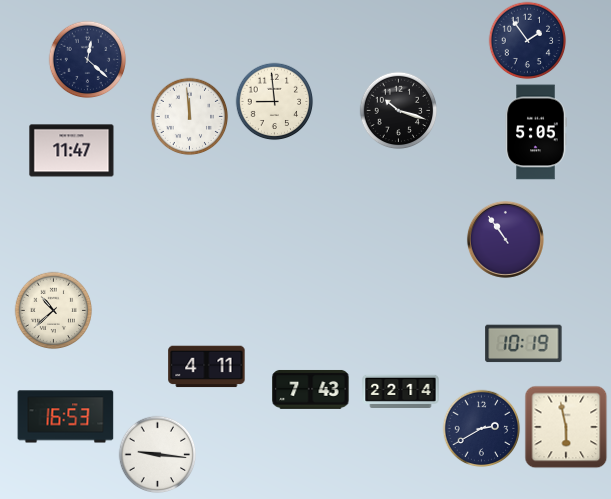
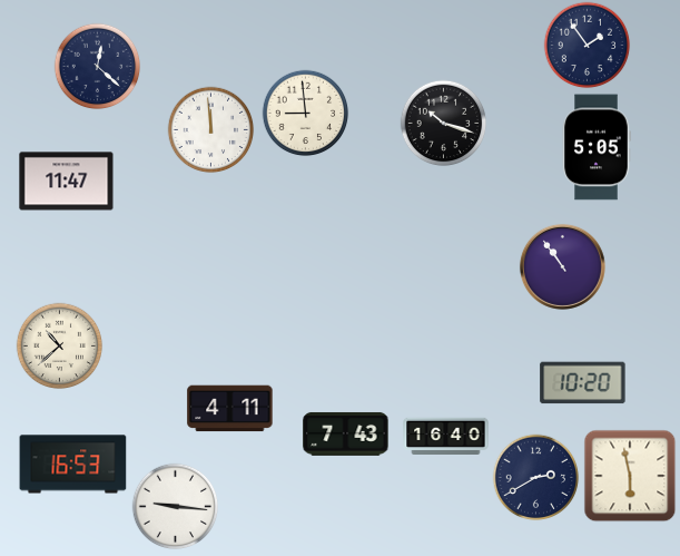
clock at (72, 151) position: (72, 151) -> (67, 182)
clock at (524, 344): 10:19 -> 10:20
clock at (401, 391): 22:14 -> 16:40
